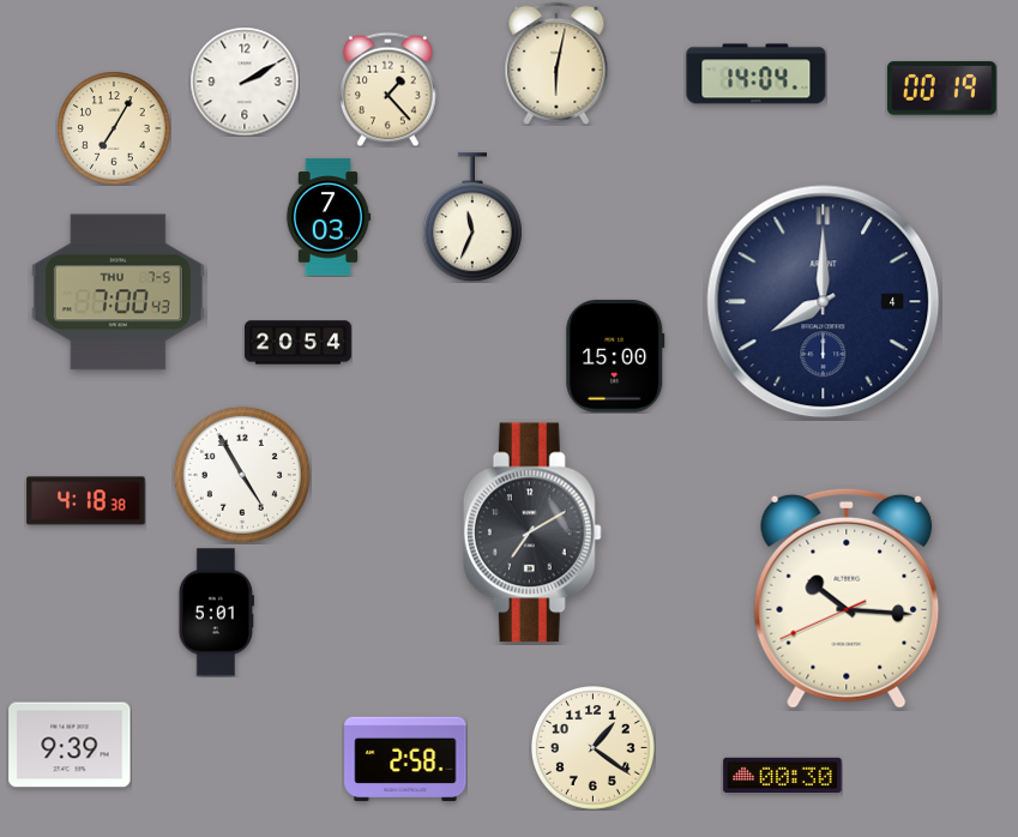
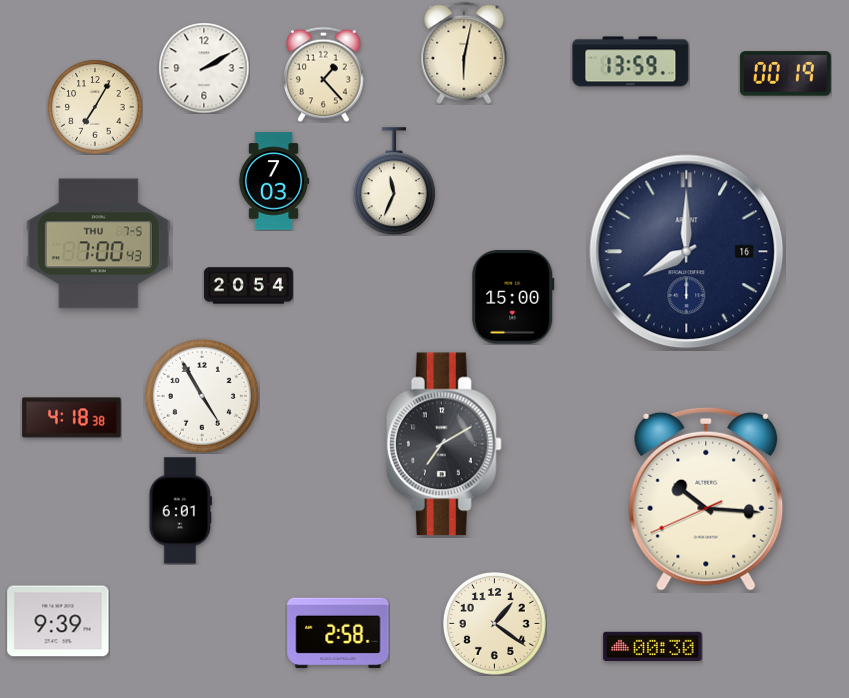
clock at (757, 74): 14:04 -> 13:59
clock at (824, 302) date: 4 -> 16
clock at (216, 613): 5:01 -> 6:01
